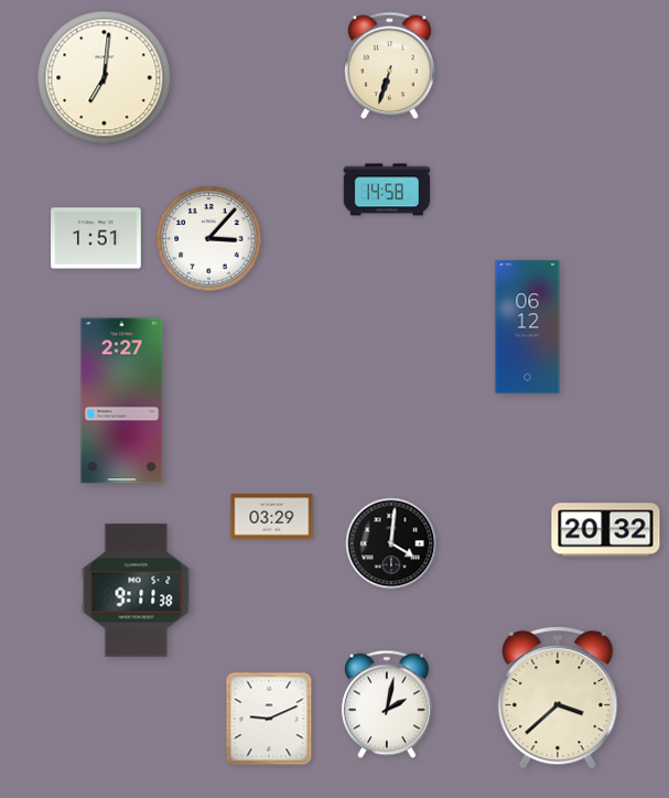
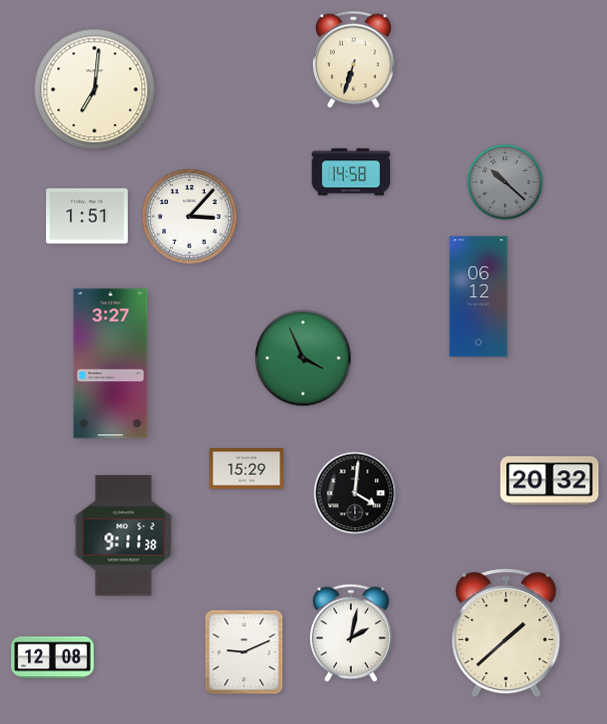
clock at (105, 78) position: (105, 78) -> (95, 90)
clock at (505, 182): none -> 10:22
clock at (303, 358): none -> 3:56
clock at (122, 401): 2:27 -> 3:27
clock at (272, 517): 03:29 -> 15:29
clock at (558, 698): 3:38 -> 1:38
clock at (387, 704) position: (387, 704) -> (351, 633)
clock at (53, 658): none -> 12:08
